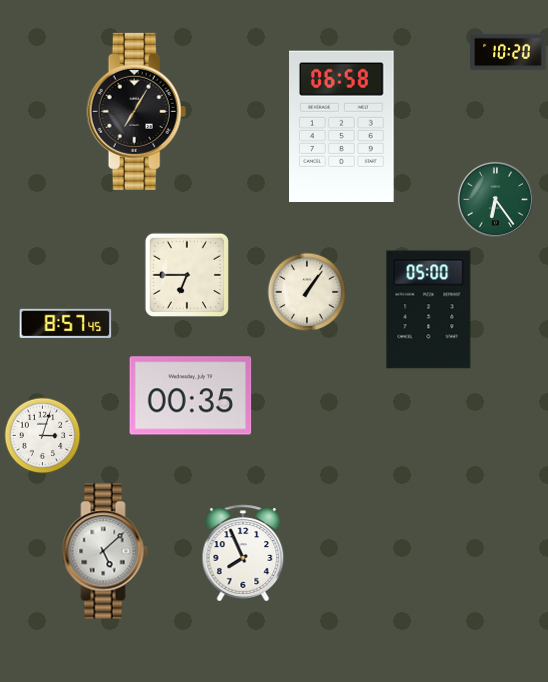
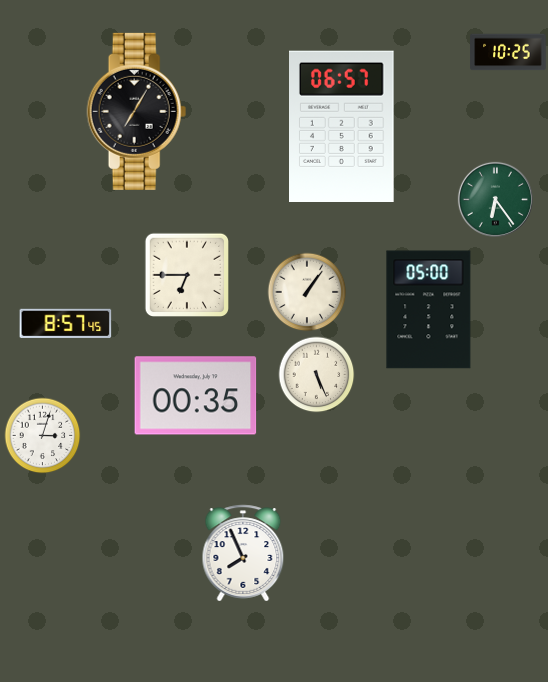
clock at (508, 52): 10:20 -> 10:25
clock at (342, 126): 06:58 -> 06:57
clock at (317, 375): none -> 5:26
clock at (191, 396) position: (191, 396) -> (196, 396)
clock at (105, 551): 5:08 -> none
